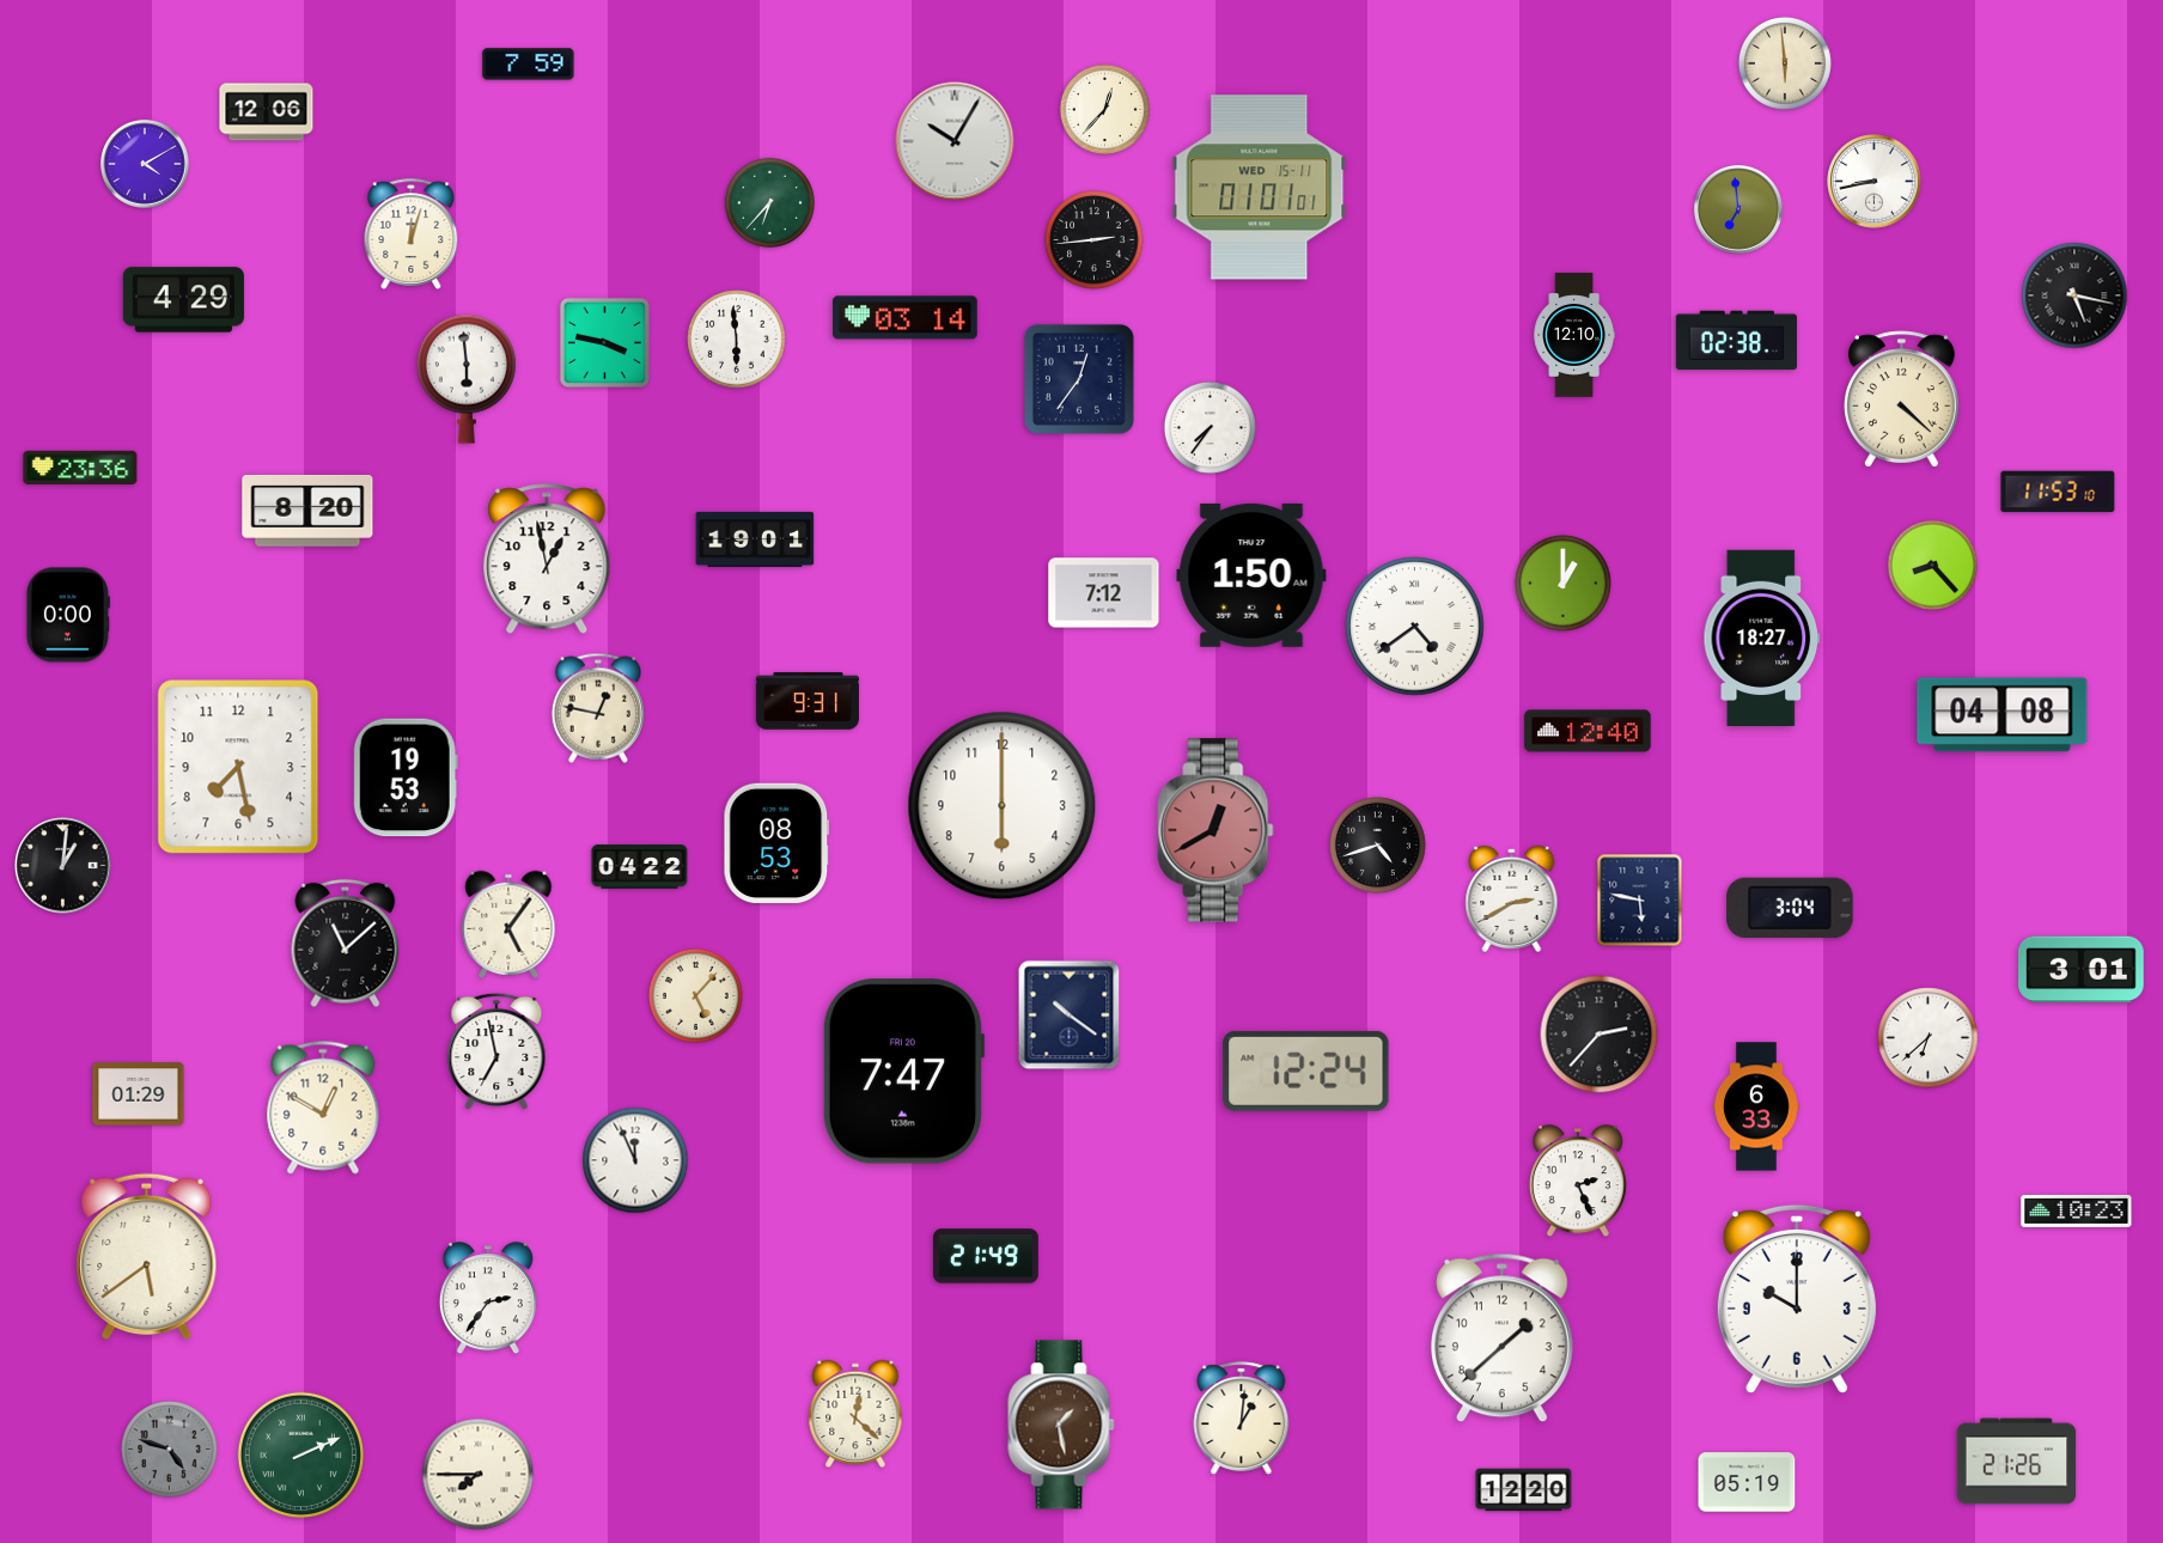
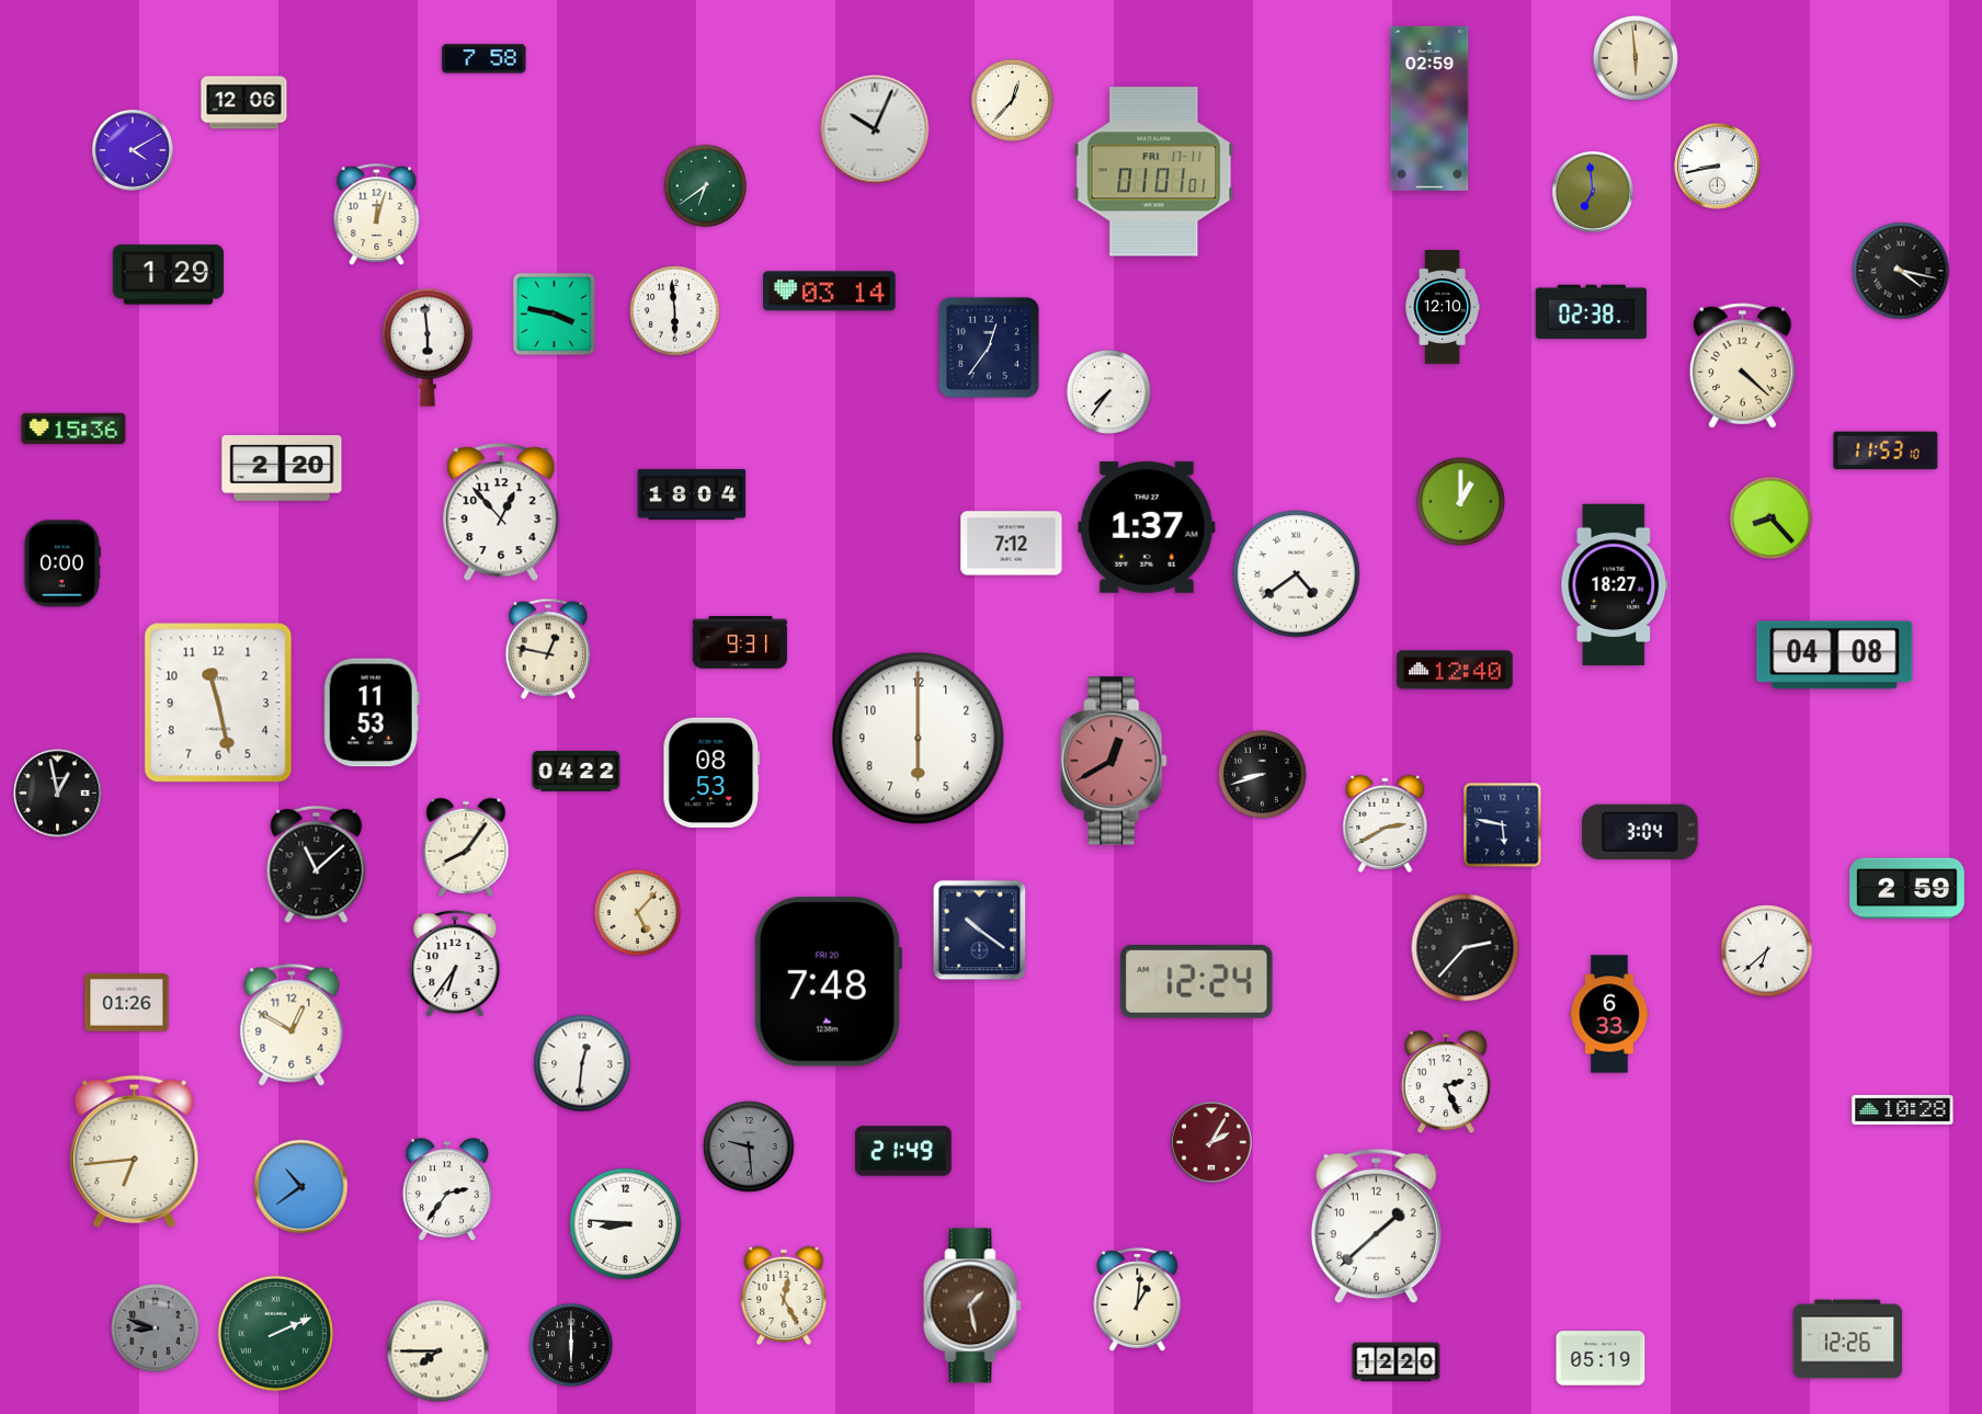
clock at (529, 65): 7:59 -> 7:58
clock at (1429, 109): none -> 02:59
clock at (955, 141): 10:05 -> 10:04
clock at (1260, 188) date: WED 15-11 -> FRI 17-11
clock at (769, 202): 6:37 -> 6:39
clock at (1095, 240): 2:44 -> none
clock at (2074, 295): 5:17 -> 4:17
clock at (183, 300): 4:29 -> 1:29
clock at (80, 466): 23:36 -> 15:36
clock at (307, 512): 8:20 -> 2:20
clock at (755, 539): 19:01 -> 18:04
clock at (547, 560): 12:58 -> 12:53
clock at (1251, 575): 1:50 -> 1:37
clock at (1564, 584) position: (1564, 584) -> (1461, 502)
clock at (238, 767): 7:28 -> 11:28
clock at (406, 777): 19:53 -> 11:53
clock at (1378, 846): 4:42 -> 8:42
clock at (63, 866): 1:01 -> 12:58
clock at (640, 867) position: (640, 867) -> (577, 772)
clock at (508, 925): 5:06 -> 8:06
clock at (2082, 970): 3:01 -> 2:59
clock at (496, 1051): 6:58 -> 6:36
clock at (902, 1072): 7:47 -> 7:48
clock at (139, 1094): 01:29 -> 01:26
clock at (323, 1108) position: (323, 1108) -> (292, 1025)
clock at (635, 1160): 11:56 -> 12:31
clock at (2077, 1210): 10:23 -> 10:28
clock at (1211, 1142): none -> 2:05
clock at (749, 1147): none -> 9:29
clock at (147, 1256): 5:39 -> 6:44
clock at (301, 1187): none -> 10:39
clock at (1797, 1299): 10:00 -> none
clock at (626, 1224): none -> 8:46
clock at (855, 1414): 12:22 -> 12:25
clock at (170, 1450): 4:48 -> 8:48
clock at (2017, 1462): 21:26 -> 12:26
clock at (571, 1345): none -> 6:00
clock at (1524, 1490) position: (1524, 1490) -> (1397, 1362)
